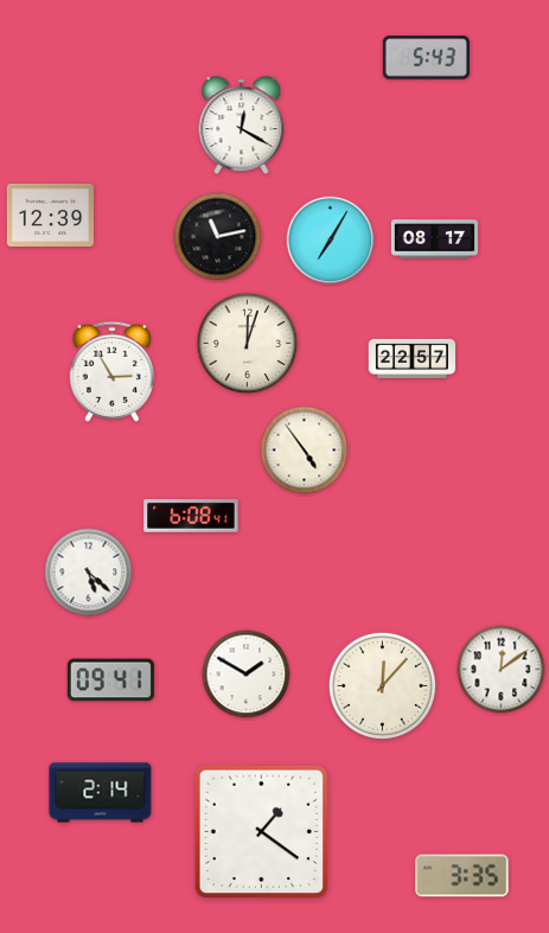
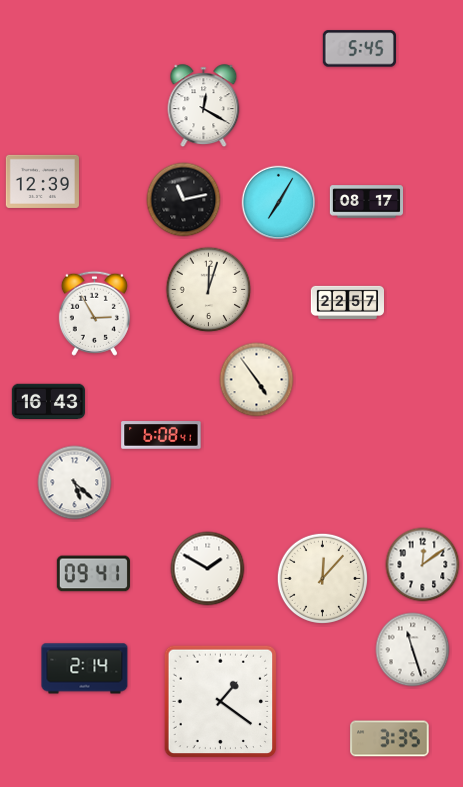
clock at (426, 58): 5:43 -> 5:45
clock at (48, 402): none -> 16:43
clock at (413, 650): none -> 11:27
